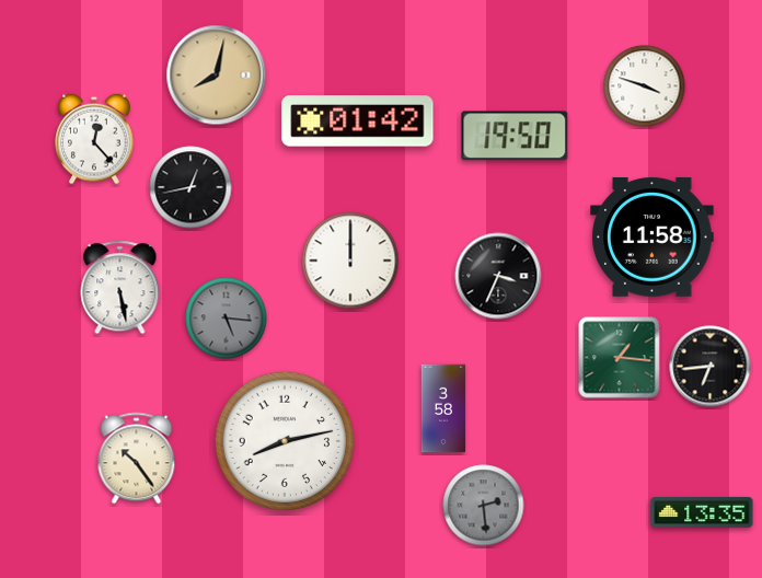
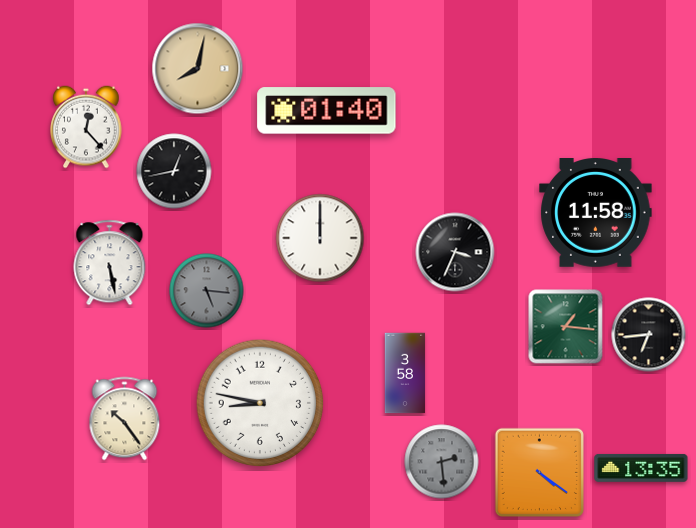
clock at (645, 86): 3:48 -> none
clock at (358, 122): 01:42 -> 01:40
clock at (515, 136): 19:50 -> none
clock at (653, 238) position: (653, 238) -> (596, 213)
clock at (285, 441): 8:13 -> 8:47
clock at (539, 472): none -> 4:21
